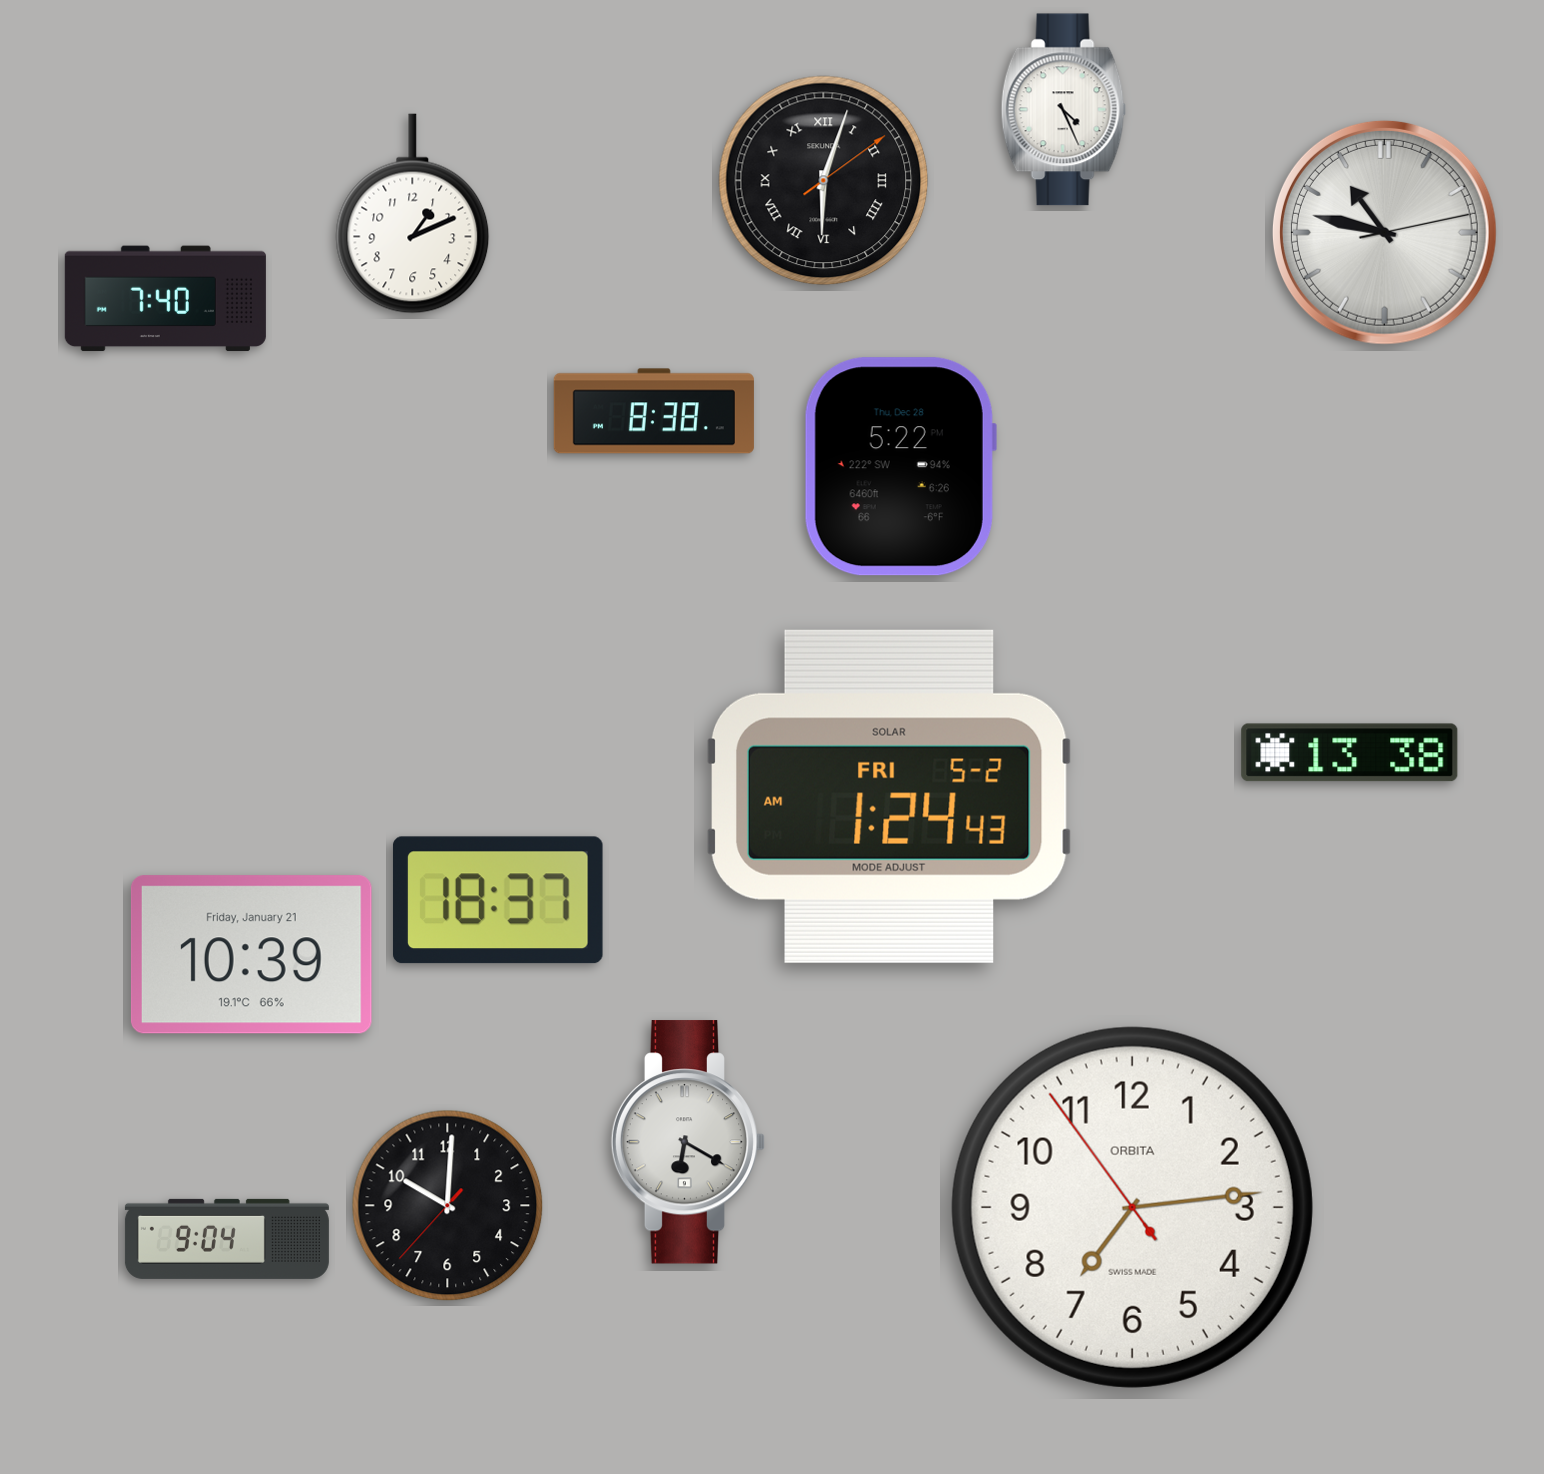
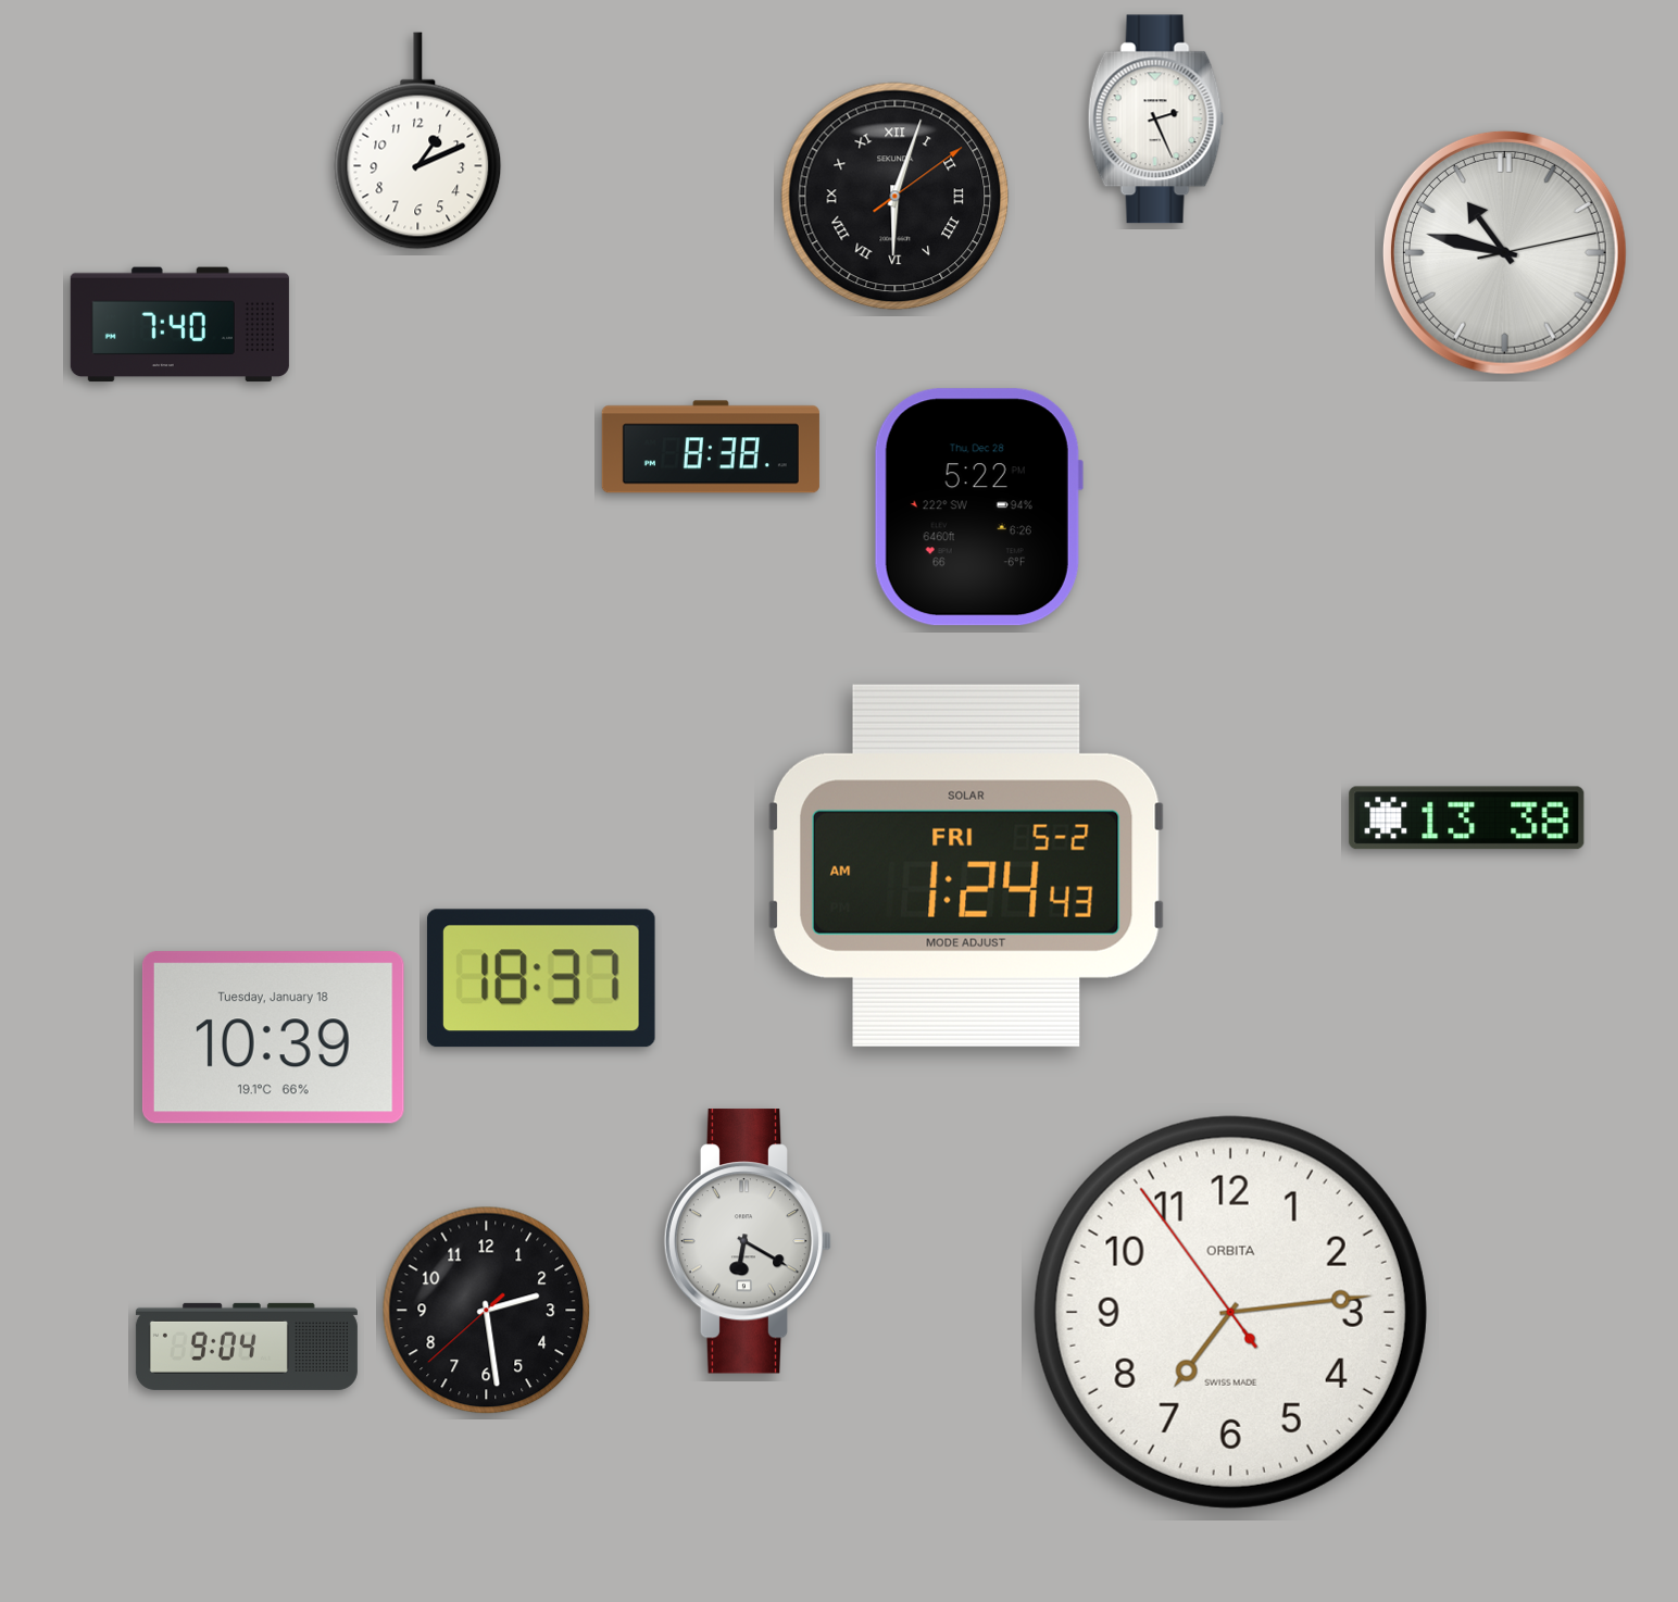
clock at (1063, 110): 4:26 -> 2:26
clock at (413, 214) position: (413, 214) -> (418, 141)
clock at (251, 955) date: Friday, January 21 -> Tuesday, January 18
clock at (448, 1206): 10:00 -> 2:28
